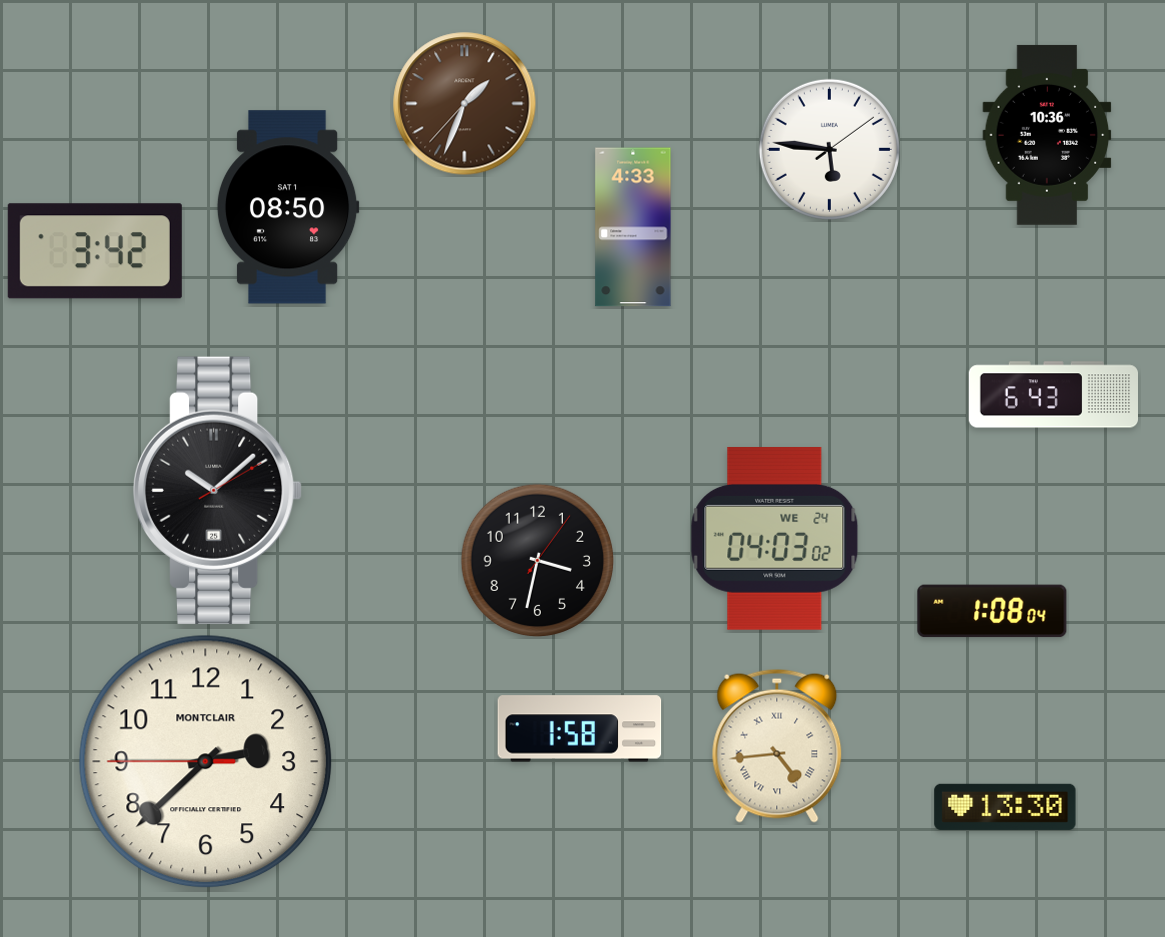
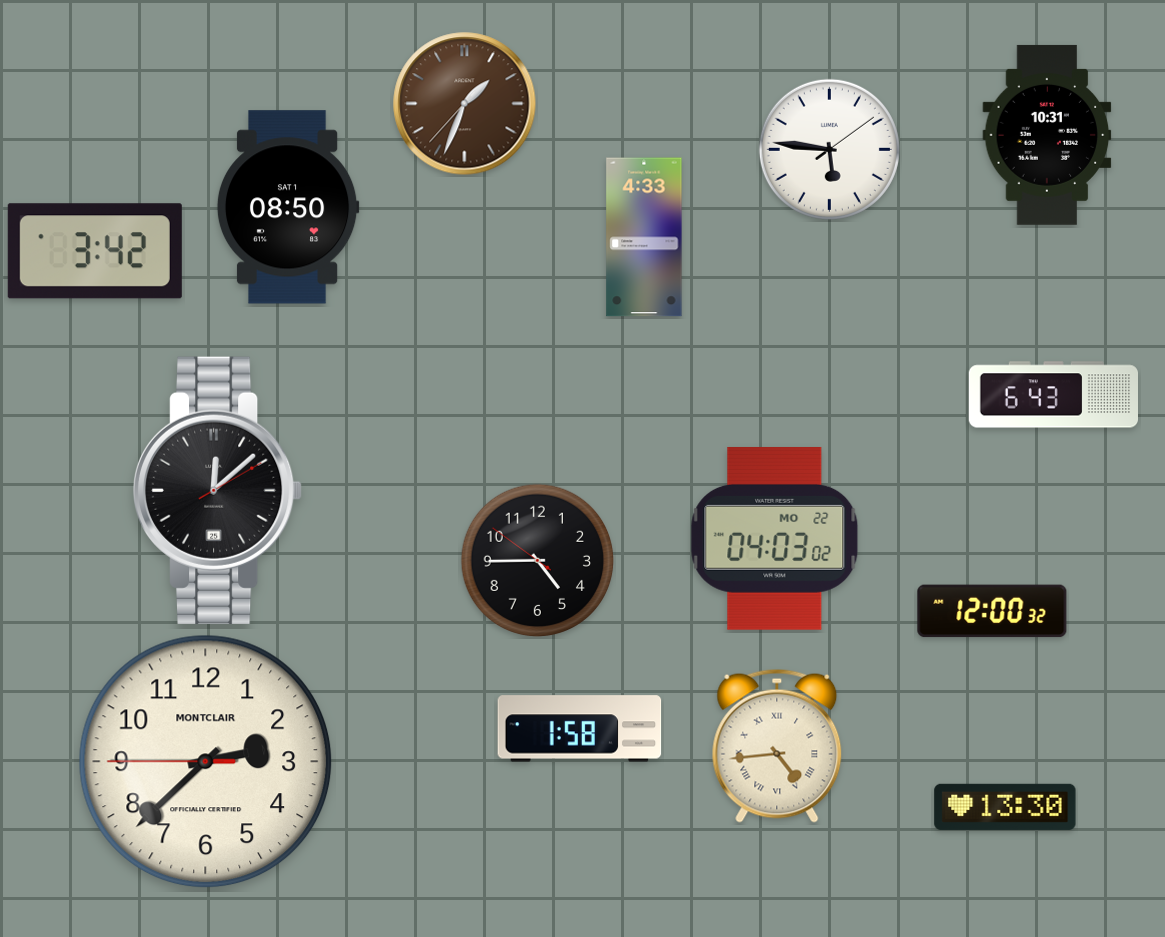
clock at (1047, 135): 10:36 -> 10:31
clock at (633, 227) position: (633, 227) -> (644, 237)
clock at (219, 490): 10:08 -> 12:08
clock at (775, 538) date: WE 24 -> MO 22
clock at (538, 561): 3:32 -> 4:44
clock at (992, 611): 1:08 -> 12:00
